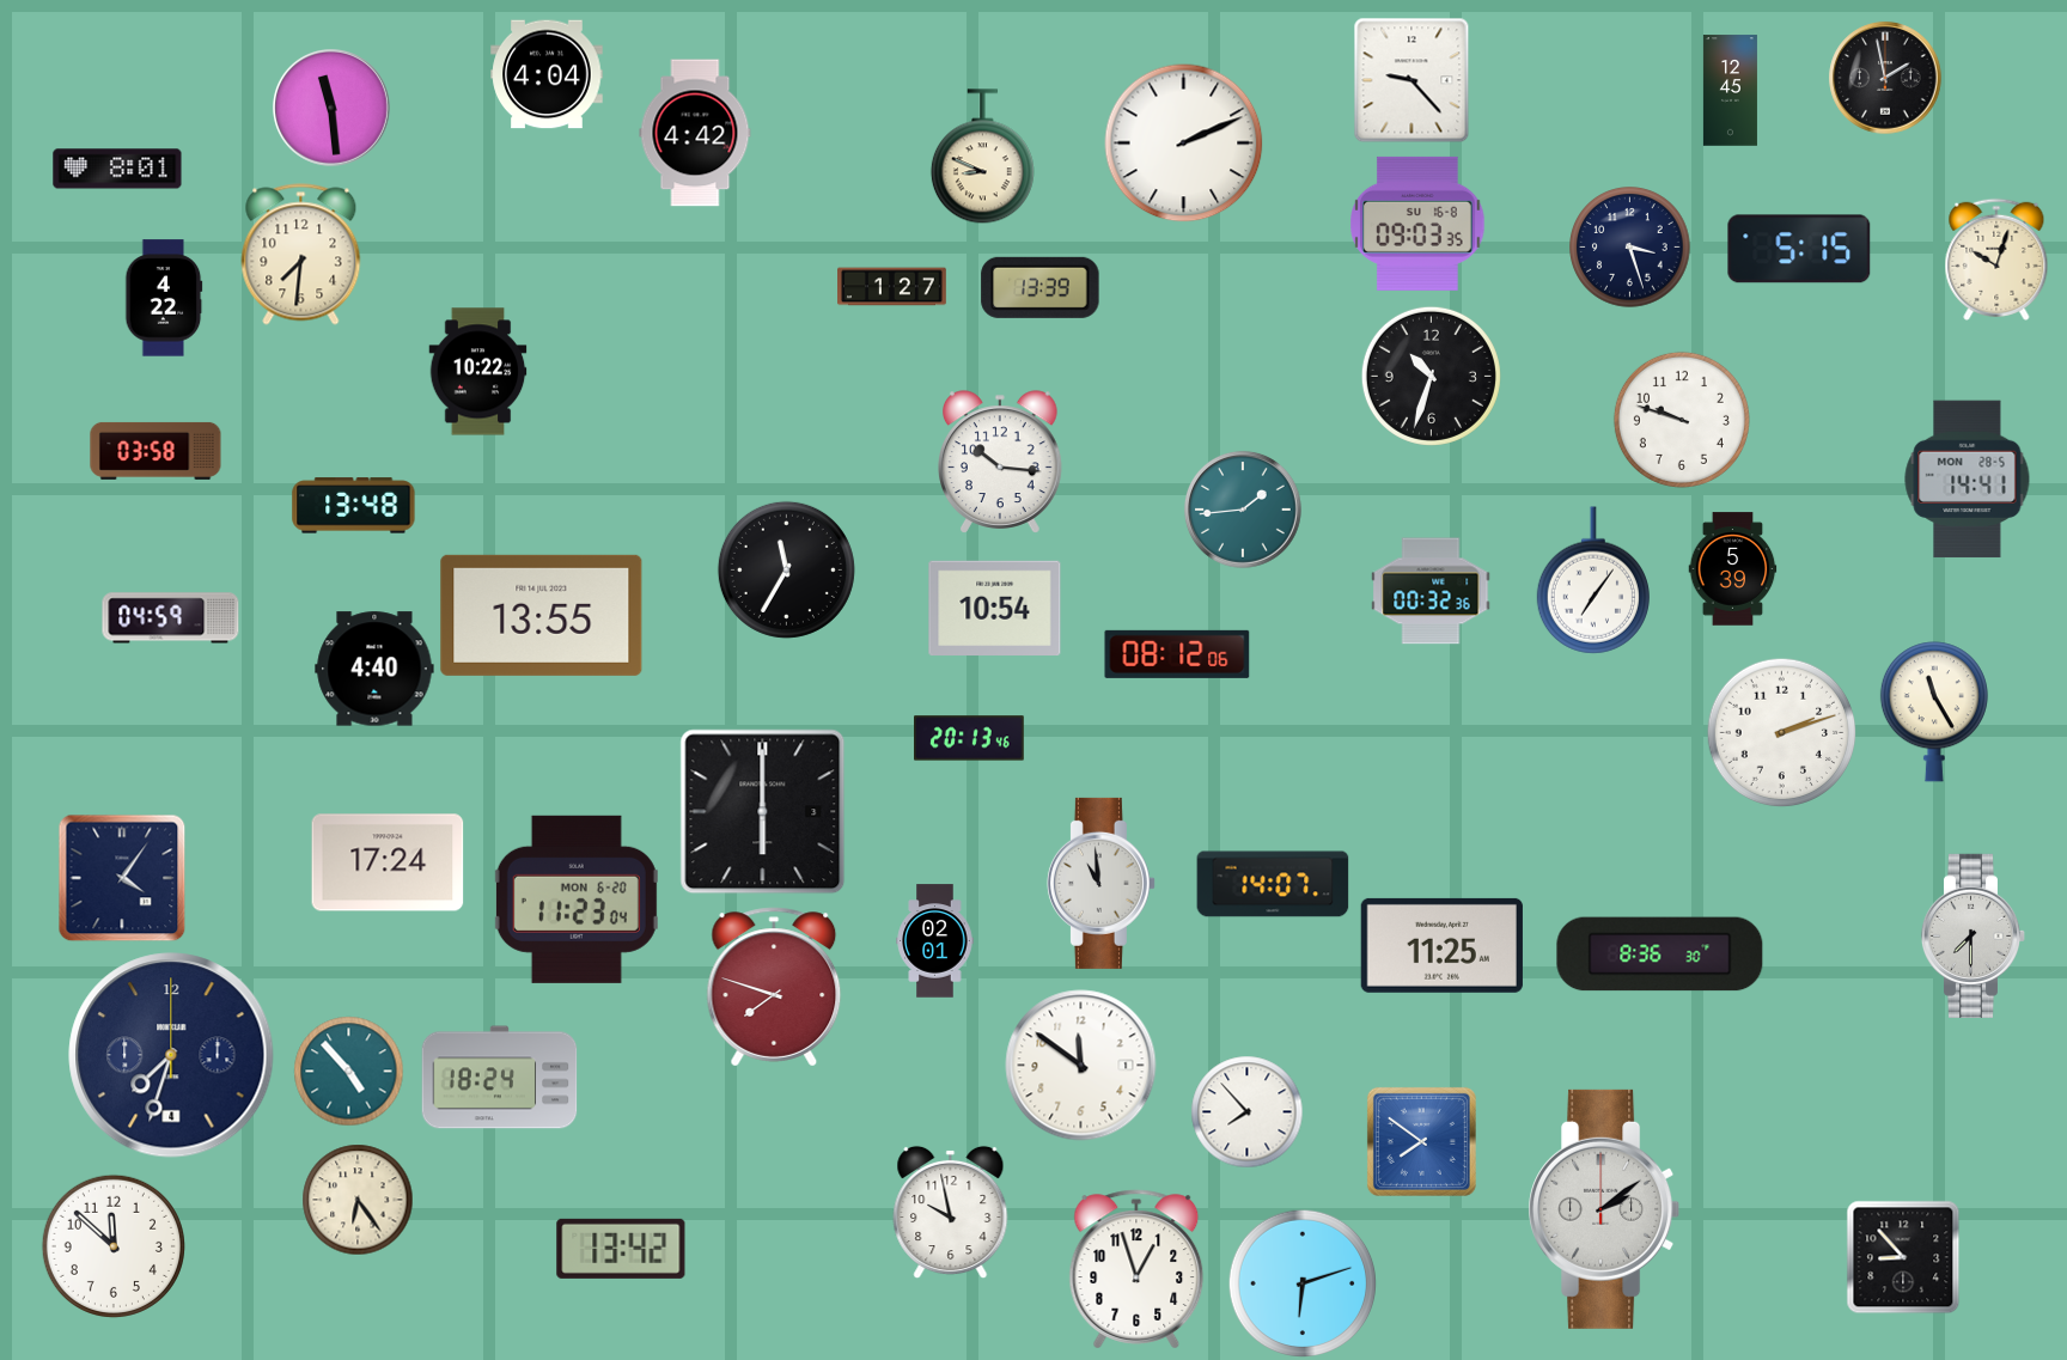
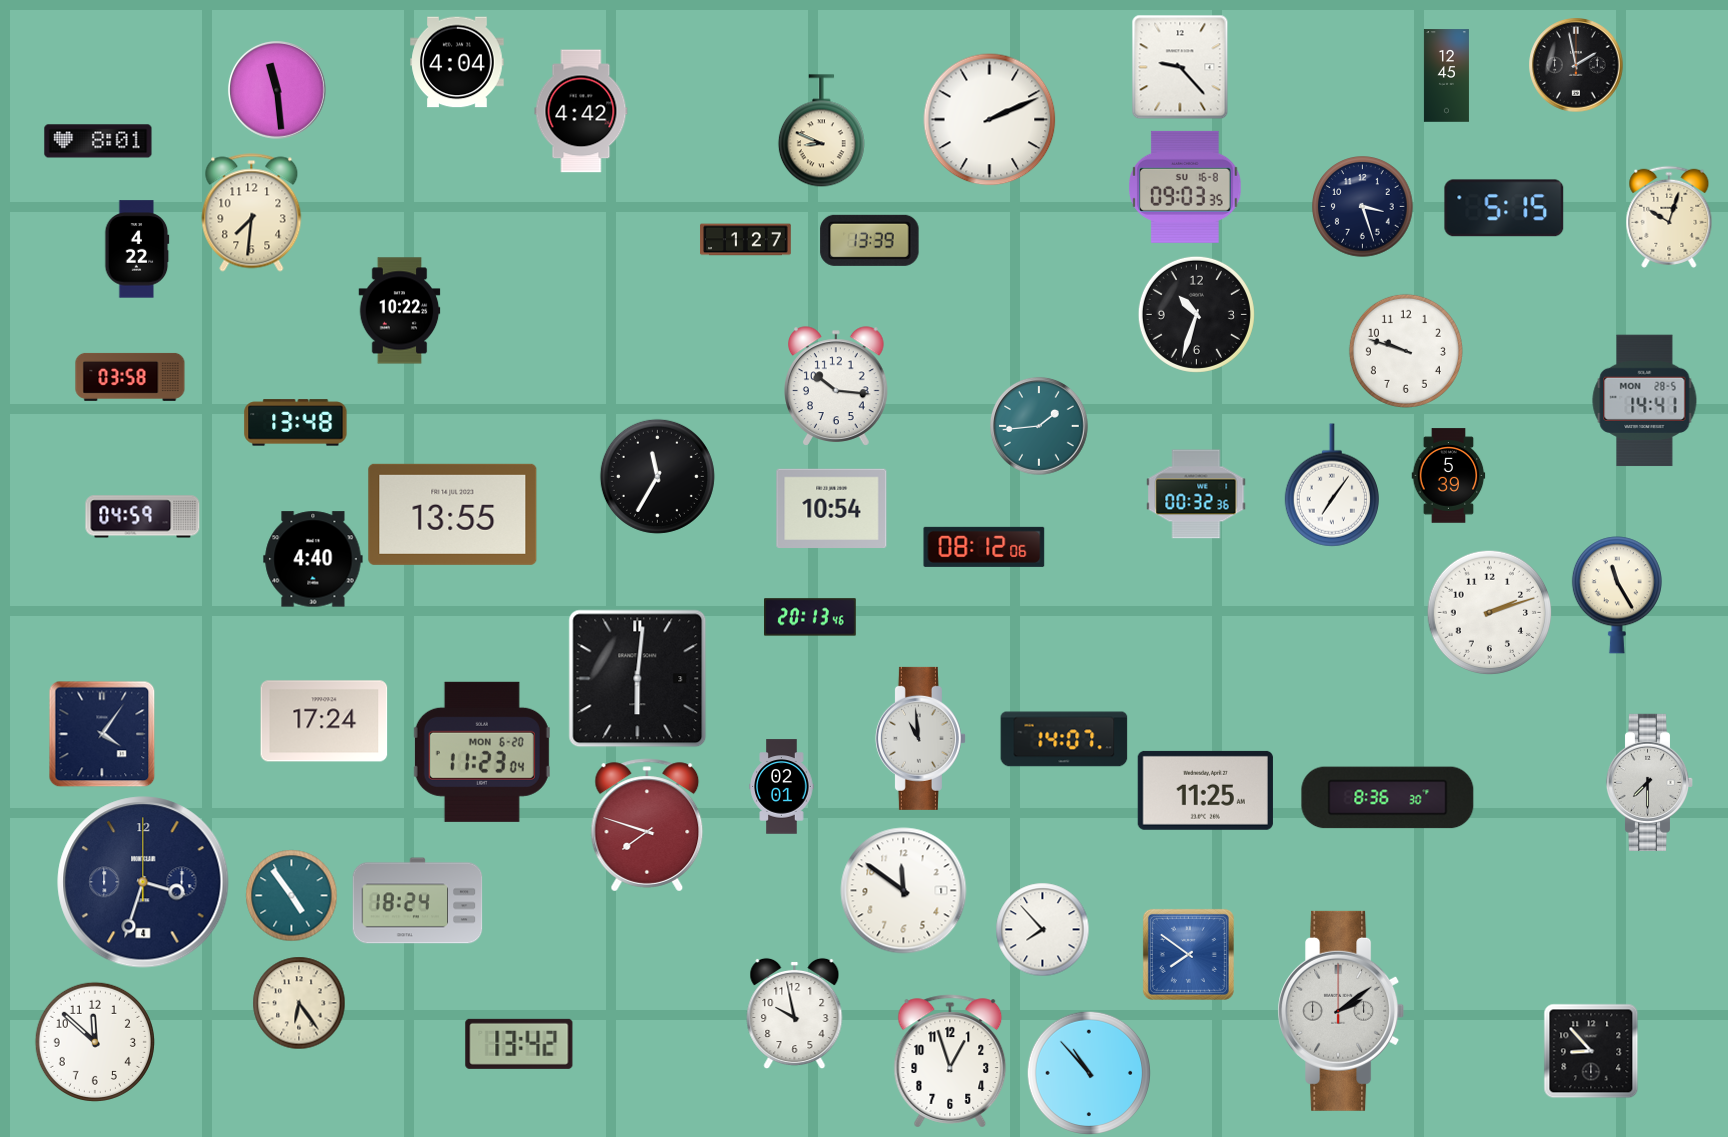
clock at (763, 812): 6:00 -> 6:01
clock at (171, 1055): 7:33 -> 3:33
clock at (348, 1071): 4:53 -> 4:54
clock at (1301, 1282): 6:12 -> 10:53
